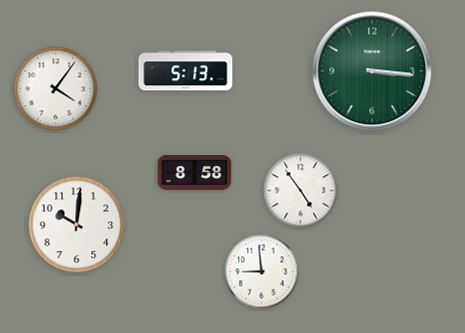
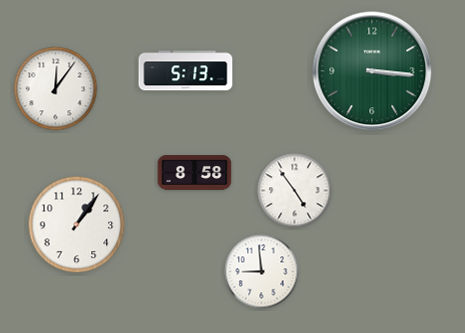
clock at (56, 89): 4:06 -> 12:06
clock at (301, 191) position: (301, 191) -> (295, 191)
clock at (77, 225): 10:01 -> 1:06
